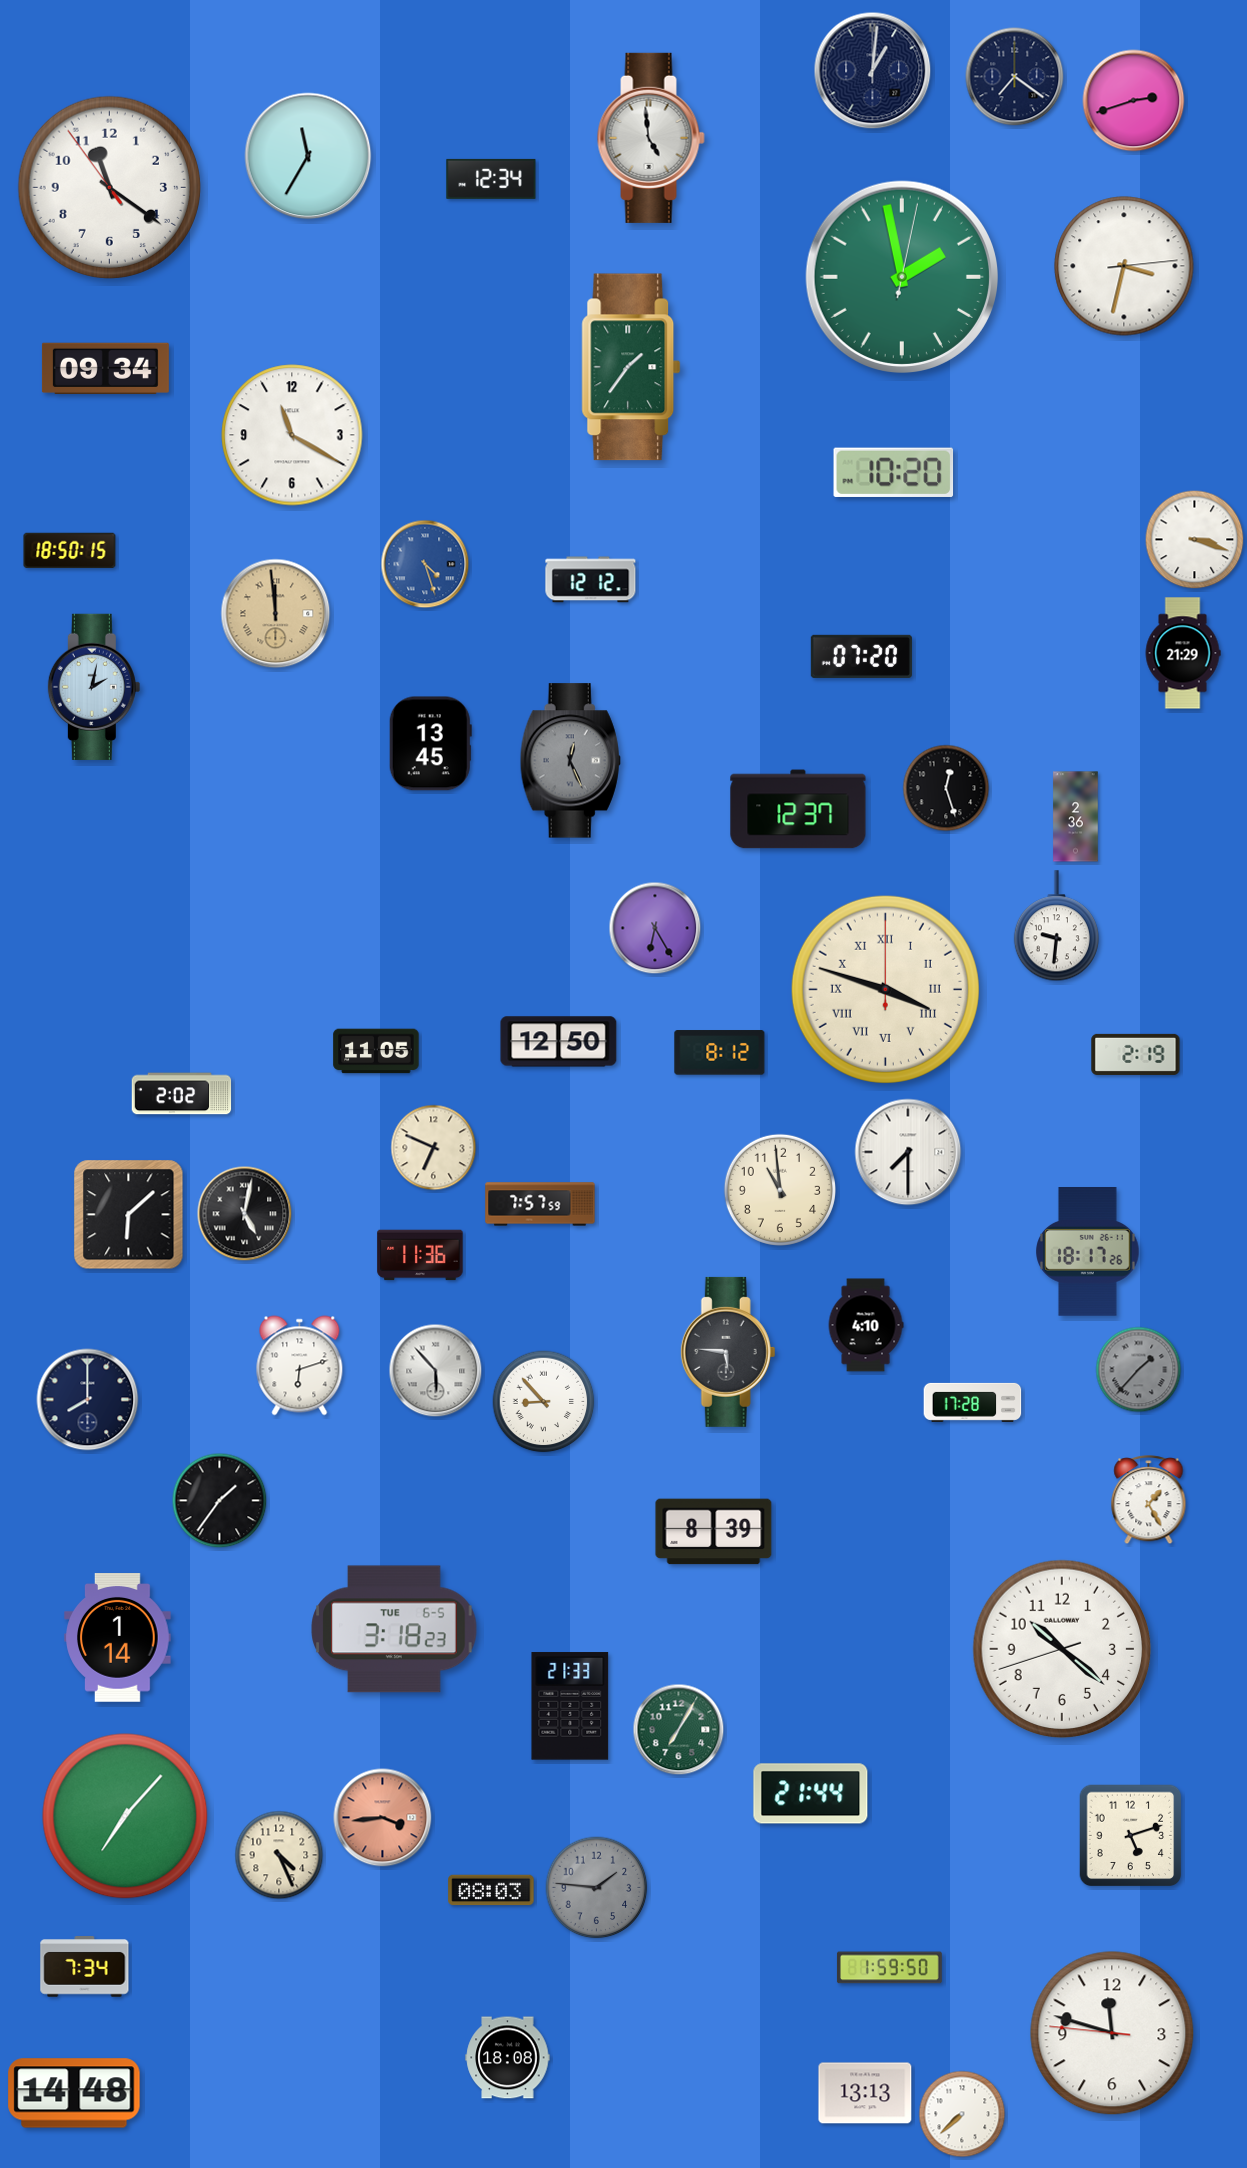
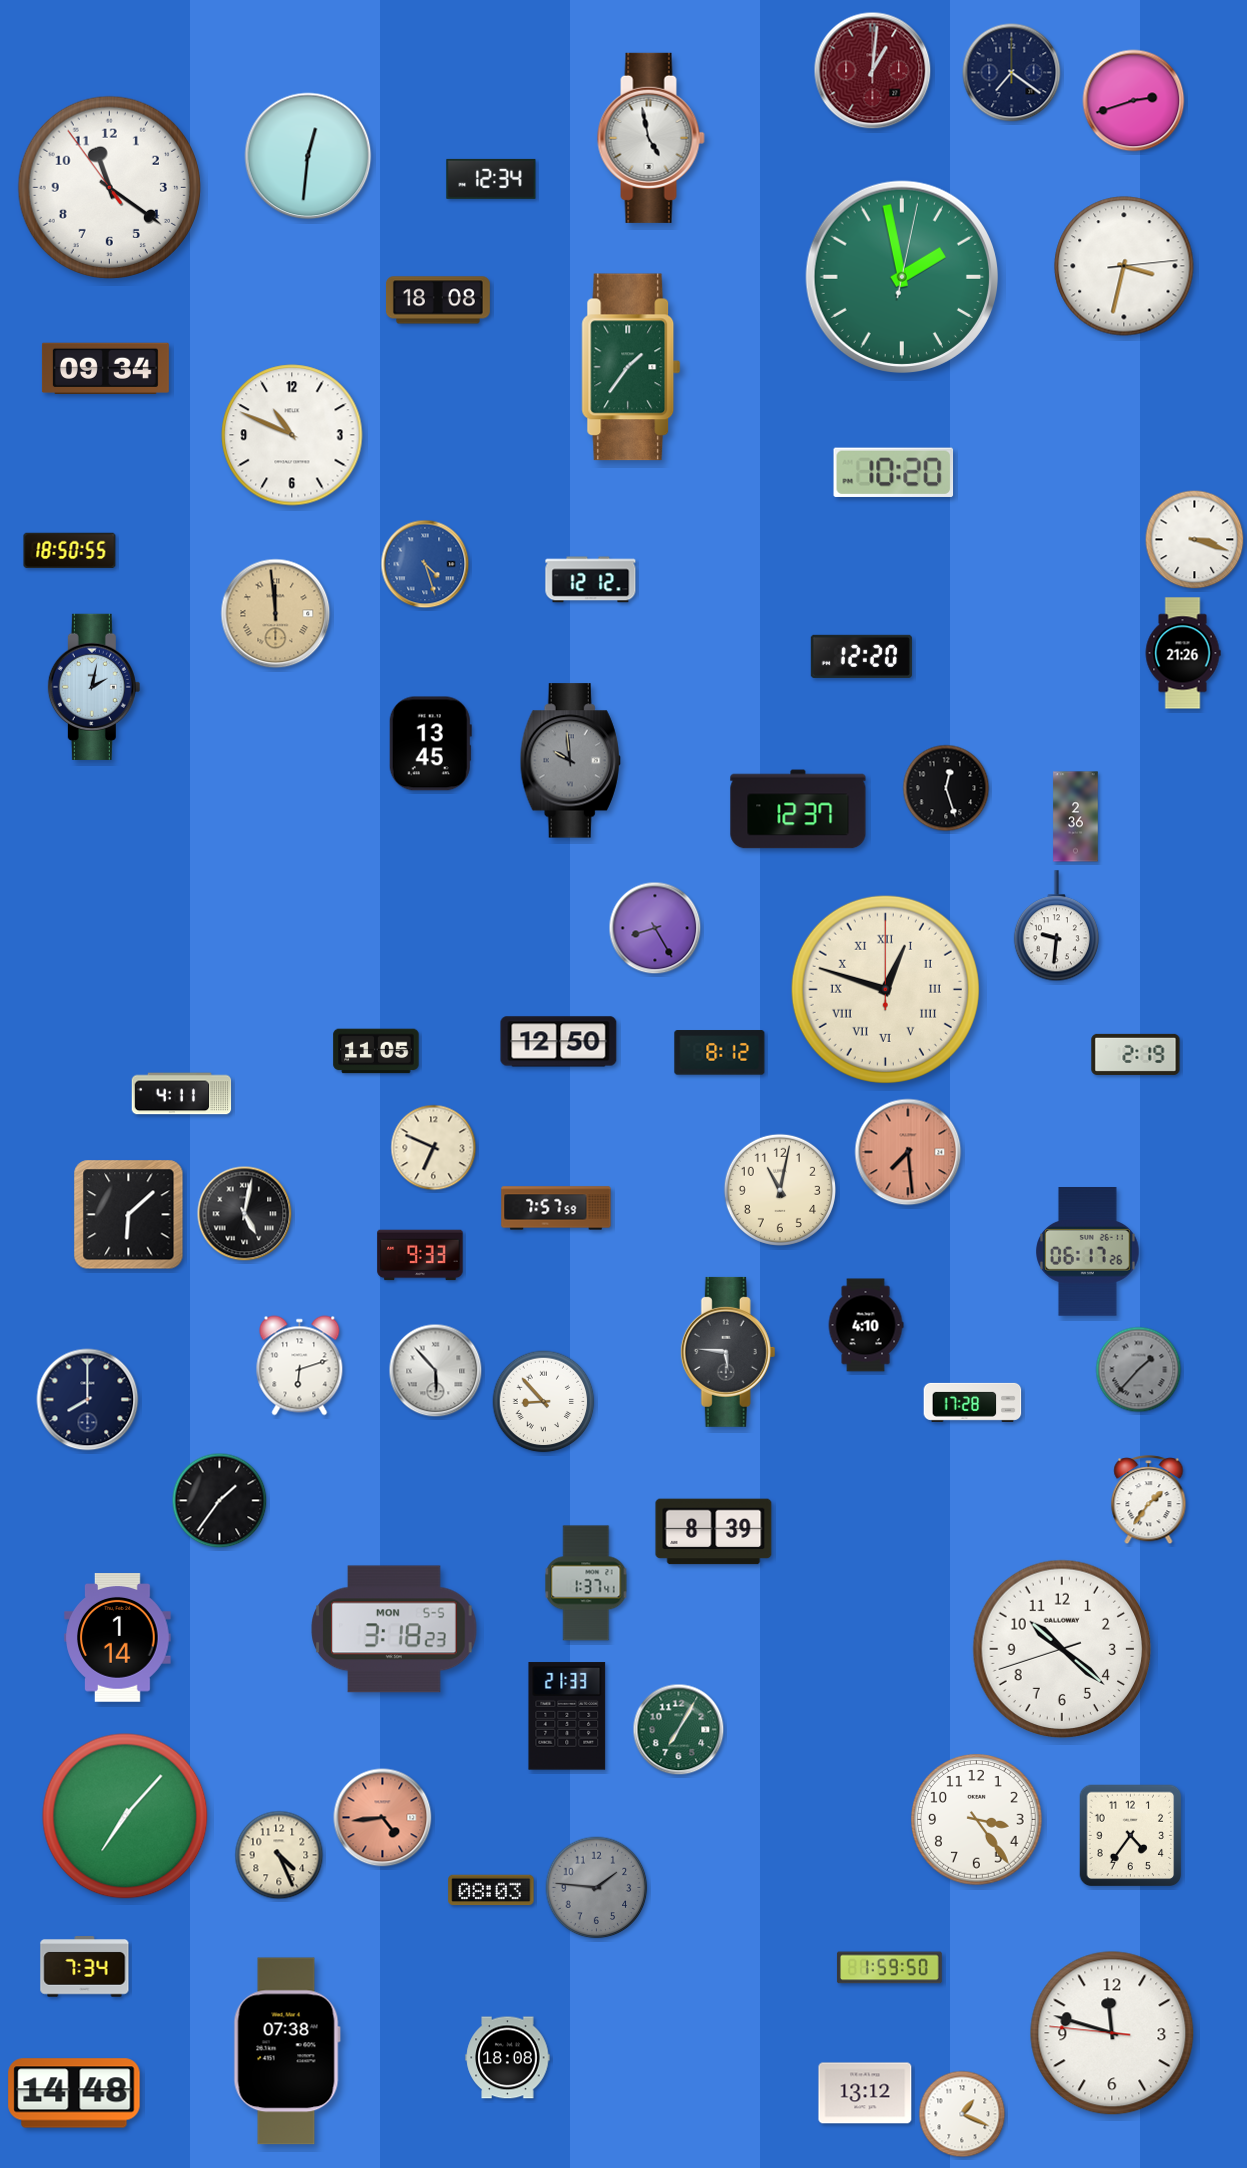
clock at (873, 71) dial: navy -> burgundy
clock at (1015, 77) position: (1015, 77) -> (1012, 73)
clock at (651, 138): 4:59 -> 4:58
clock at (308, 156): 11:35 -> 12:31
clock at (438, 300): none -> 18:08
clock at (292, 435): 11:20 -> 10:49
clock at (70, 551): 18:50:15 -> 18:50:55
clock at (1183, 653): 21:29 -> 21:26
clock at (861, 656): 07:20 -> 12:20
clock at (570, 761): 12:26 -> 9:59
clock at (655, 928): 6:25 -> 8:25
clock at (885, 989): 3:48 -> 12:48
clock at (182, 1094): 2:02 -> 4:11
clock at (908, 1152): 7:30 -> 7:29
clock at (908, 1152) dial: white -> salmon
clock at (780, 1190): 10:59 -> 11:02
clock at (540, 1204) position: (540, 1204) -> (556, 1208)
clock at (1088, 1252): 18:17 -> 06:17
clock at (420, 1255): 11:36 -> 9:33
clock at (1149, 1500): 1:25 -> 1:36
clock at (586, 1583): none -> 1:37
clock at (394, 1629) date: TUE 6-5 -> MON 5-5
clock at (570, 1706) position: (570, 1706) -> (567, 1716)
clock at (811, 1794): 21:44 -> none
clock at (383, 1818): 3:44 -> 4:44
clock at (977, 1820): none -> 3:24
clock at (1131, 1836): 5:12 -> 4:36
clock at (287, 2051): none -> 07:38
clock at (865, 2093): 13:13 -> 13:12
clock at (962, 2114): 7:38 -> 1:19
